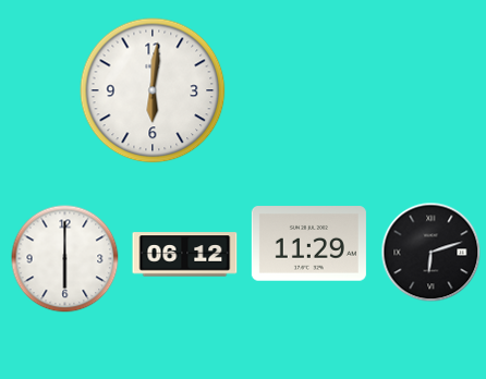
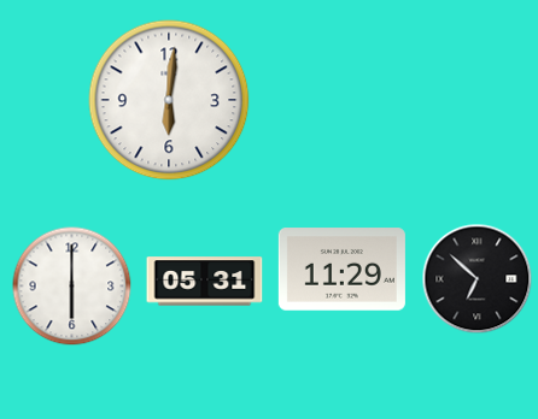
clock at (432, 253): 6:12 -> 6:52
clock at (185, 255): 06:12 -> 05:31
